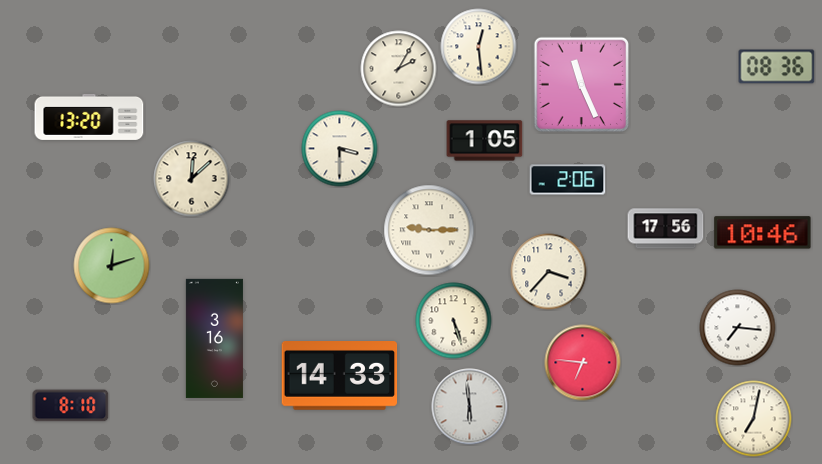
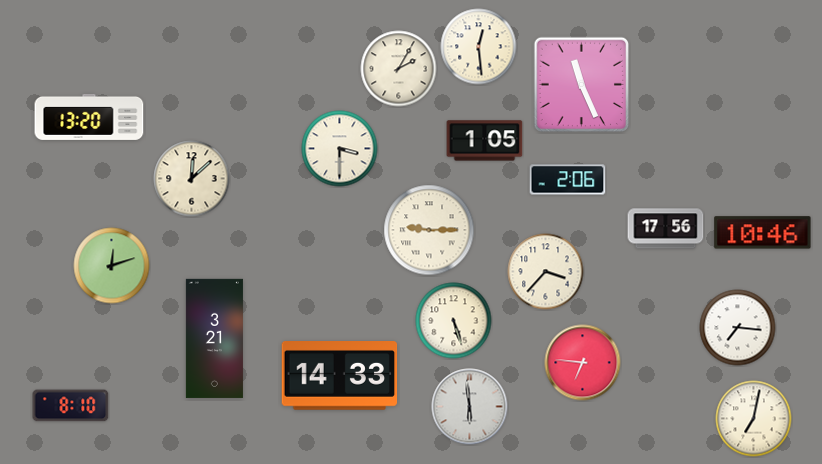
clock at (777, 67): 08:36 -> none
clock at (549, 272) position: (549, 272) -> (546, 272)
clock at (214, 338): 3:16 -> 3:21
